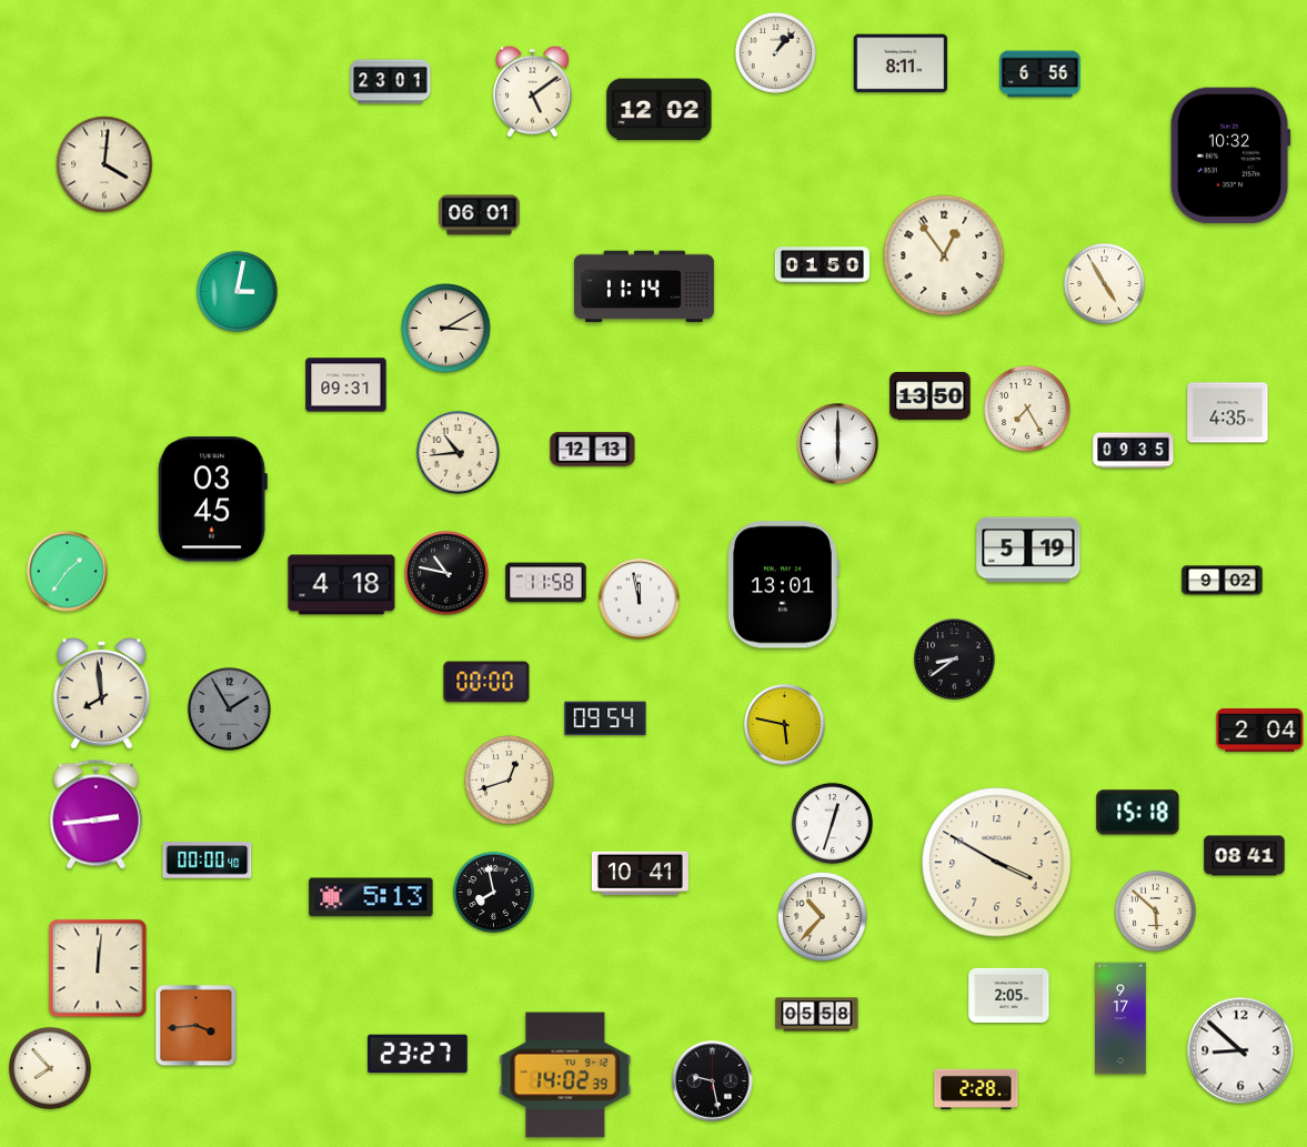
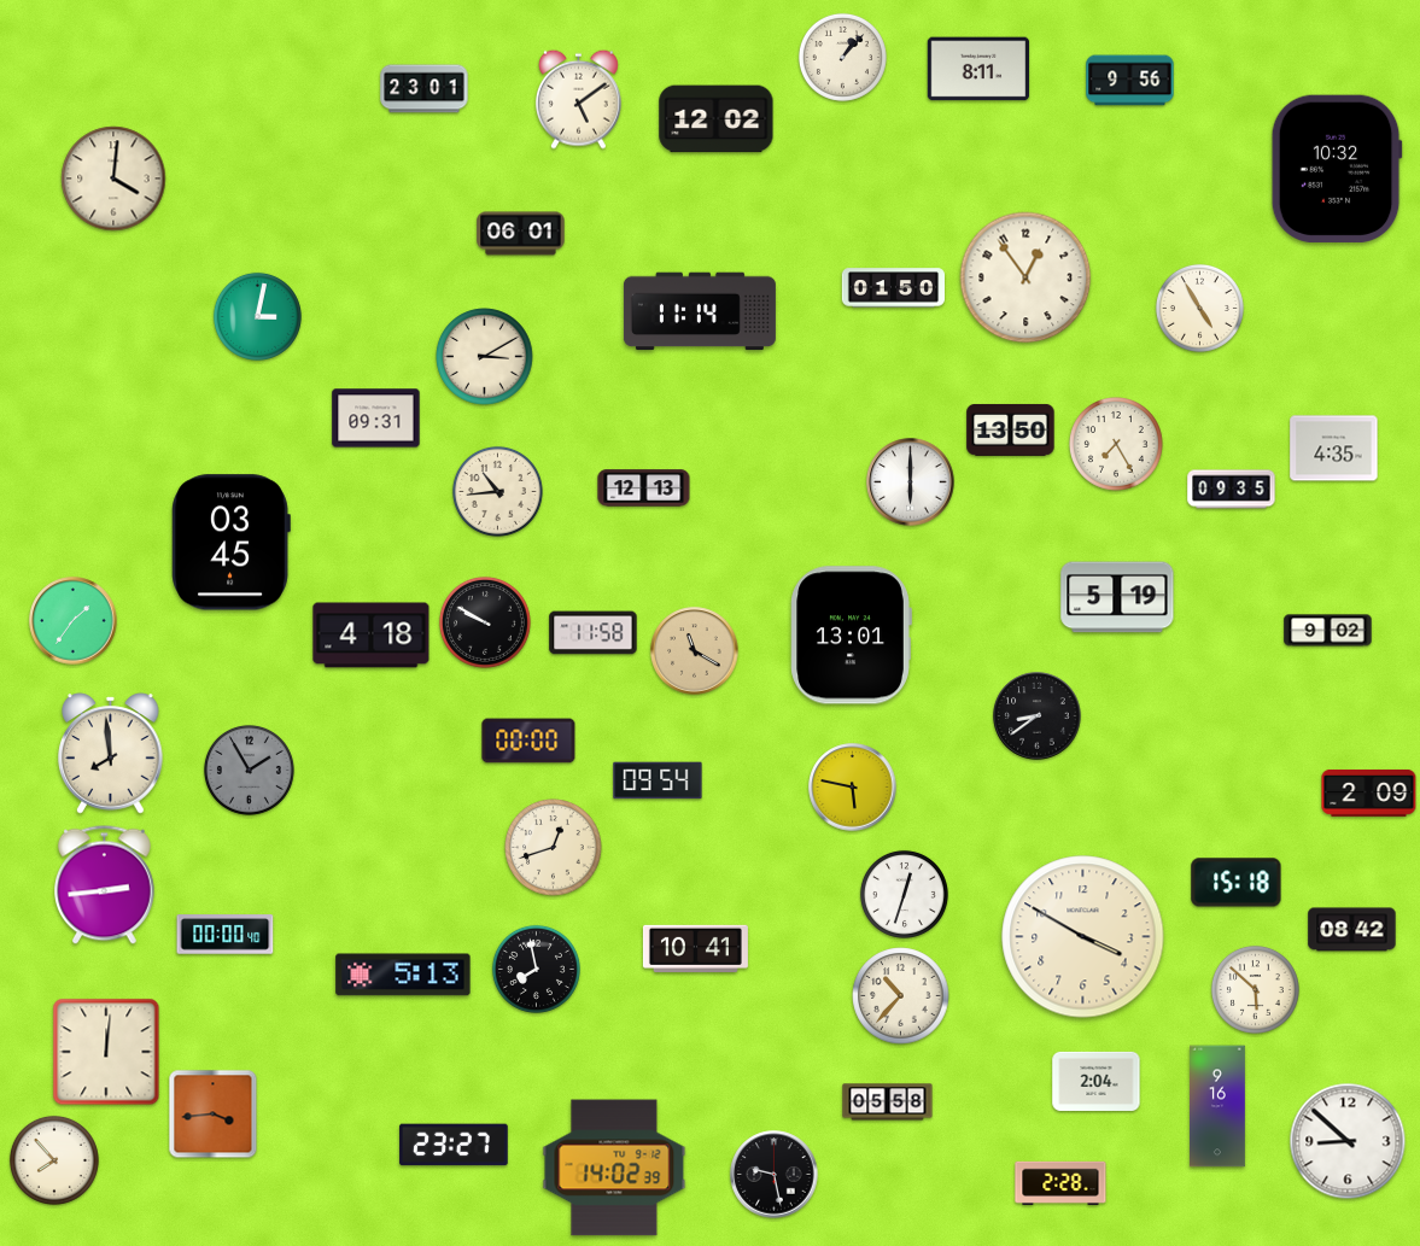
clock at (1040, 74): 6:56 -> 9:56
clock at (446, 573): 10:47 -> 9:50
clock at (640, 600): 11:58 -> 11:20
clock at (640, 600) dial: white -> champagne
clock at (1260, 730): 2:04 -> 2:09
clock at (1245, 856): 08:41 -> 08:42
clock at (823, 917) position: (823, 917) -> (901, 996)
clock at (1009, 995): 2:05 -> 2:04
clock at (1122, 1018): 9:17 -> 9:16
